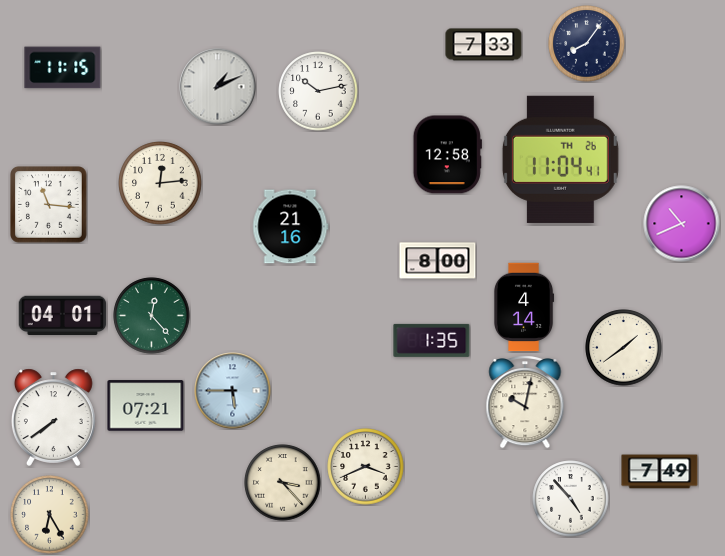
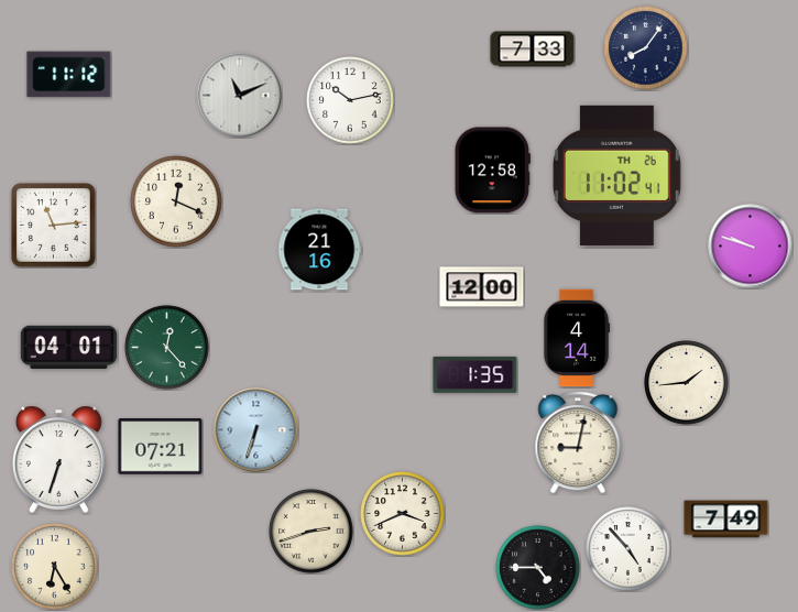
clock at (63, 68): 11:15 -> 11:12
clock at (218, 87): 1:11 -> 11:11
clock at (560, 159): 11:04 -> 11:02
clock at (160, 183): 12:14 -> 12:19
clock at (49, 205): 11:16 -> 11:14
clock at (682, 224): 10:41 -> 9:48
clock at (438, 261): 8:00 -> 12:00
clock at (624, 348): 1:39 -> 1:44
clock at (233, 391): 5:45 -> 6:33
clock at (525, 403): 10:02 -> 9:02
clock at (53, 417): 7:39 -> 6:33
clock at (283, 483): 3:23 -> 2:42
clock at (538, 568): none -> 4:45
